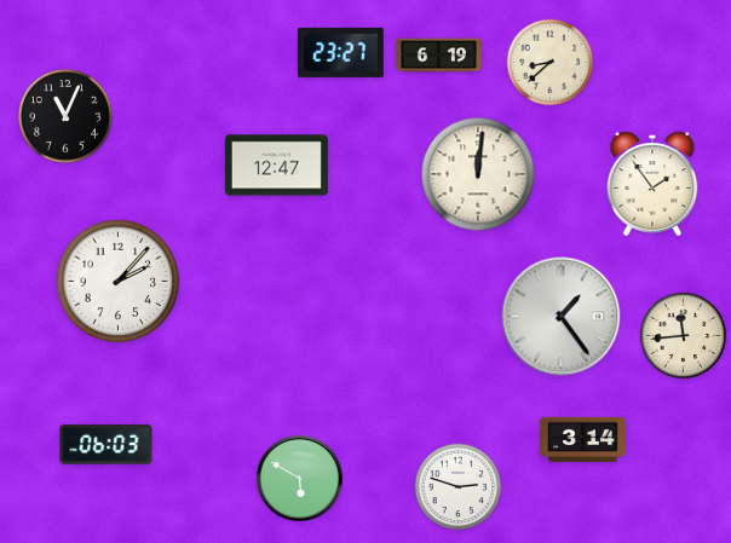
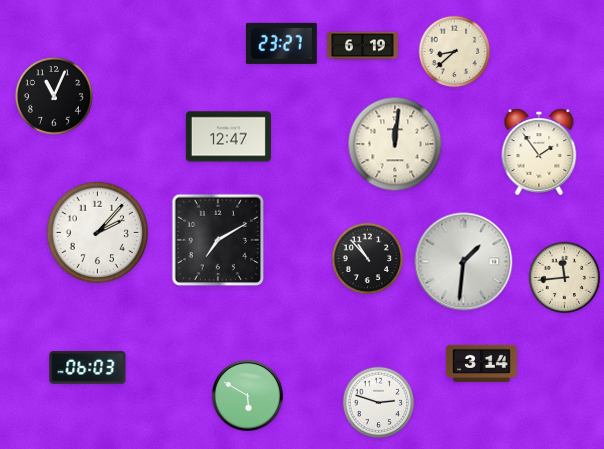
clock at (217, 239): none -> 7:10
clock at (368, 259): none -> 10:53
clock at (562, 317): 1:24 -> 1:31
